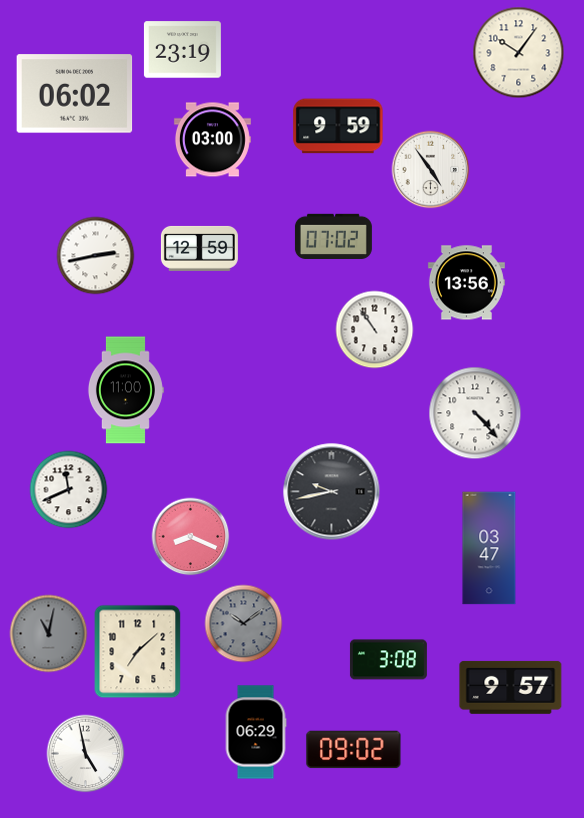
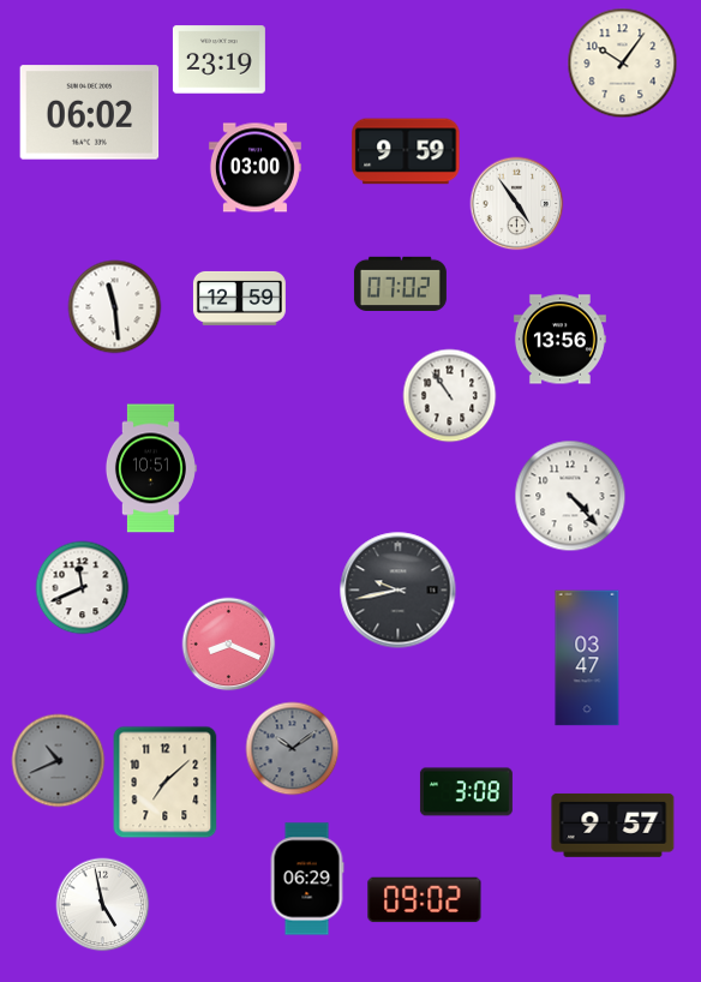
clock at (95, 255): 2:43 -> 11:29
clock at (125, 390): 11:00 -> 10:51
clock at (48, 633): 11:02 -> 10:41
